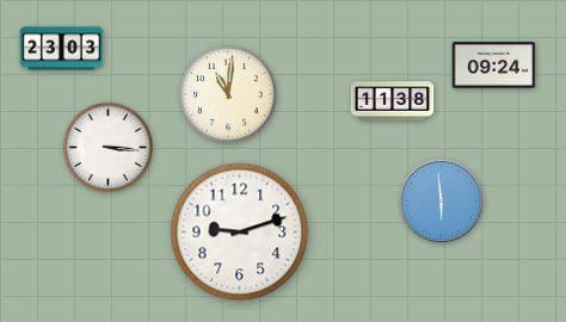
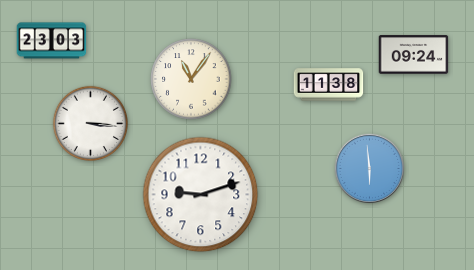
clock at (228, 94): 11:01 -> 11:06
